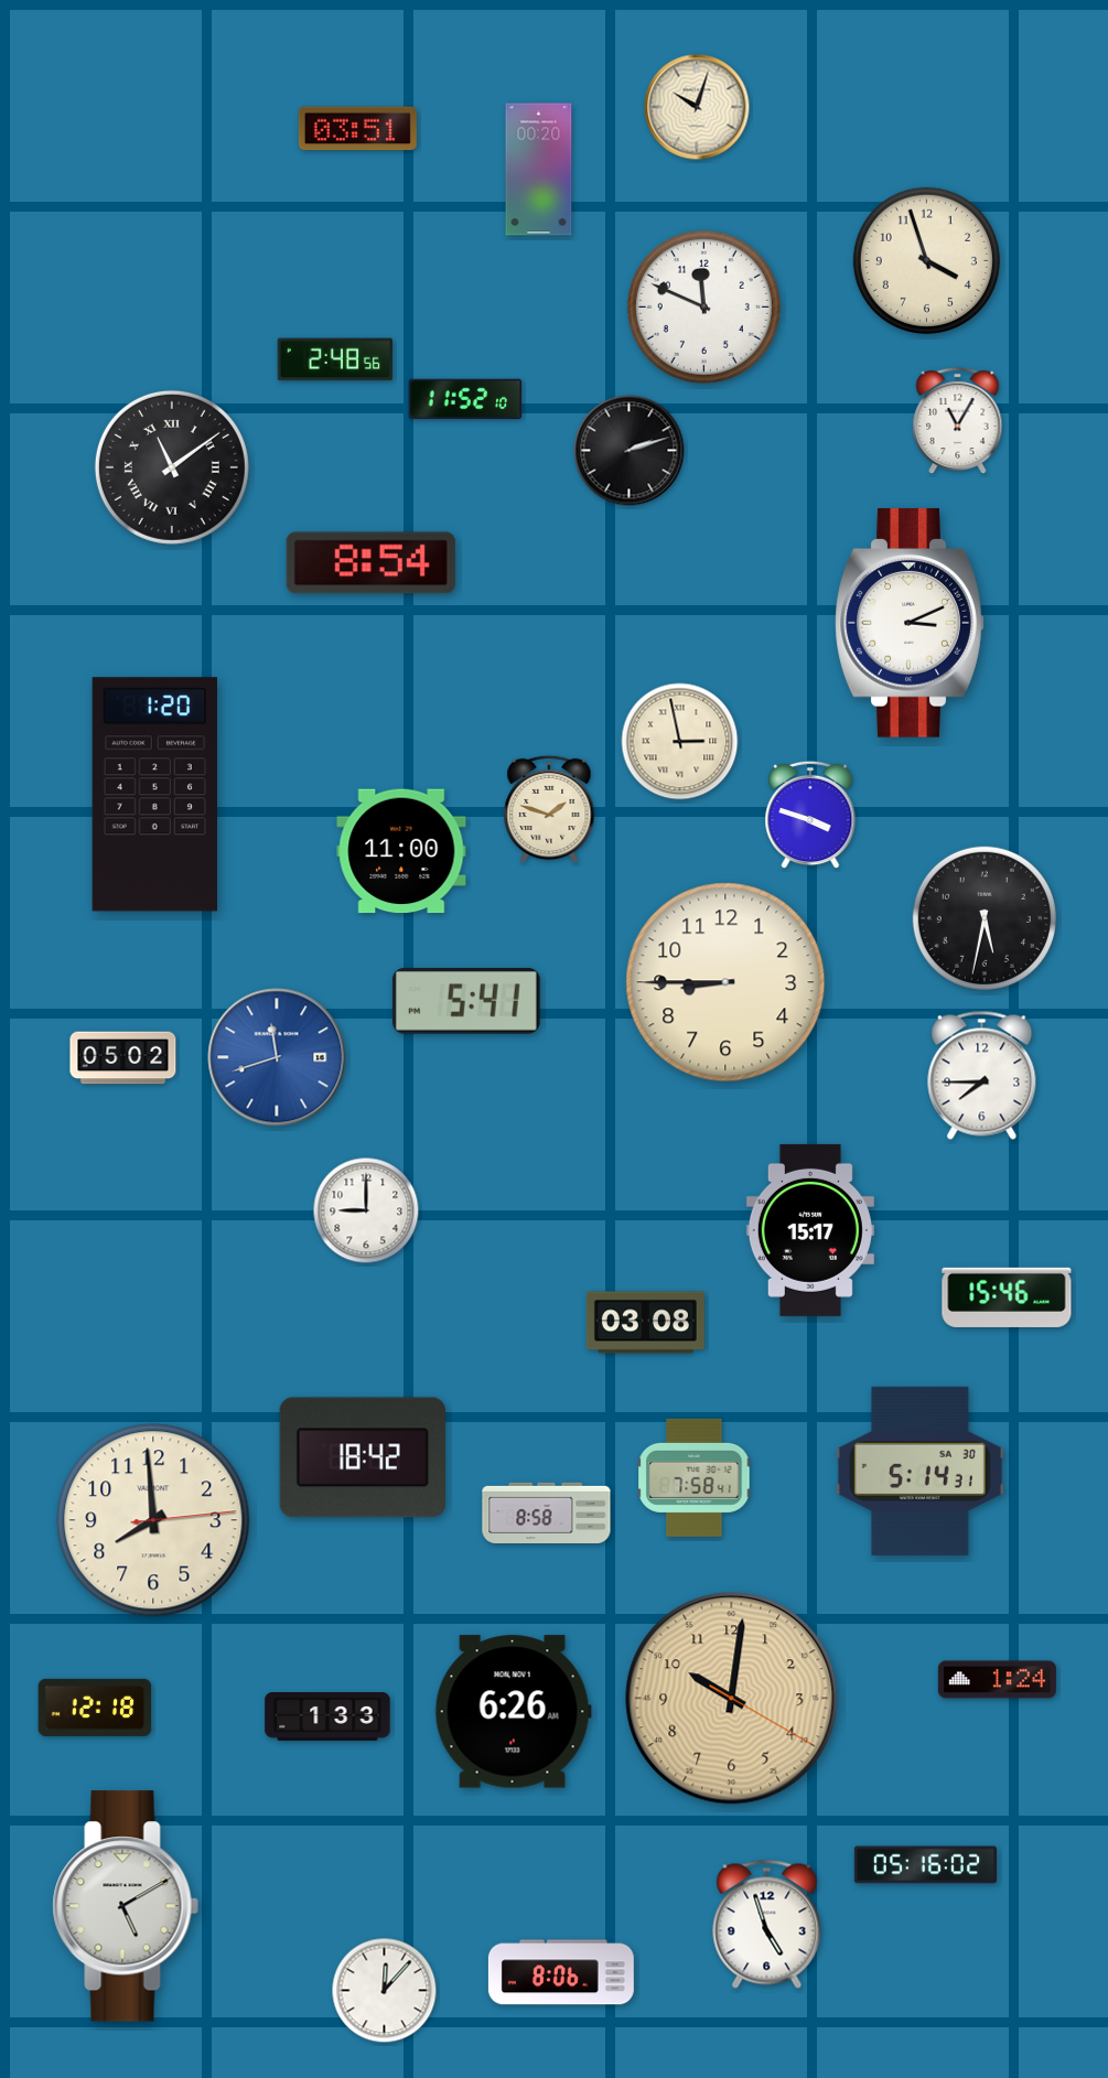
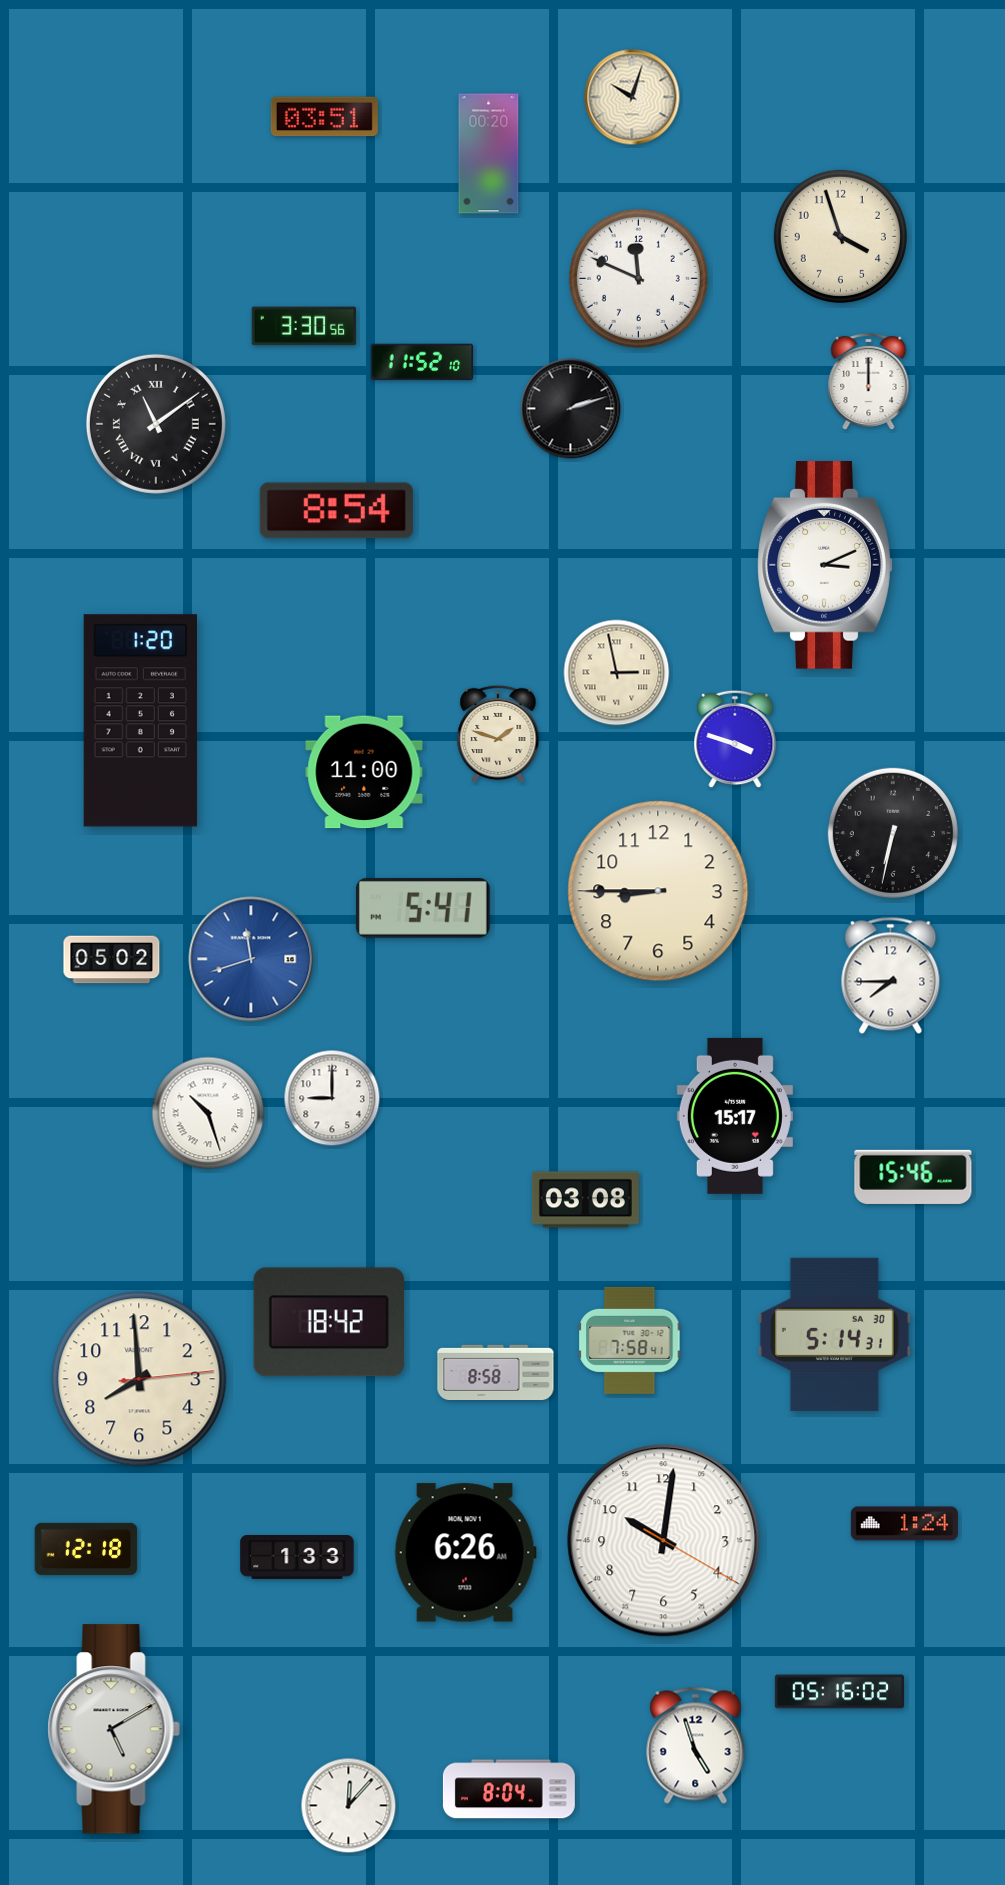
clock at (335, 359): 2:48 -> 3:30
clock at (958, 421): 11:05 -> 12:00
clock at (985, 918): 5:32 -> 6:32
clock at (208, 1113): none -> 10:27
clock at (732, 1699) dial: champagne -> white
clock at (561, 1972): 8:06 -> 8:04
